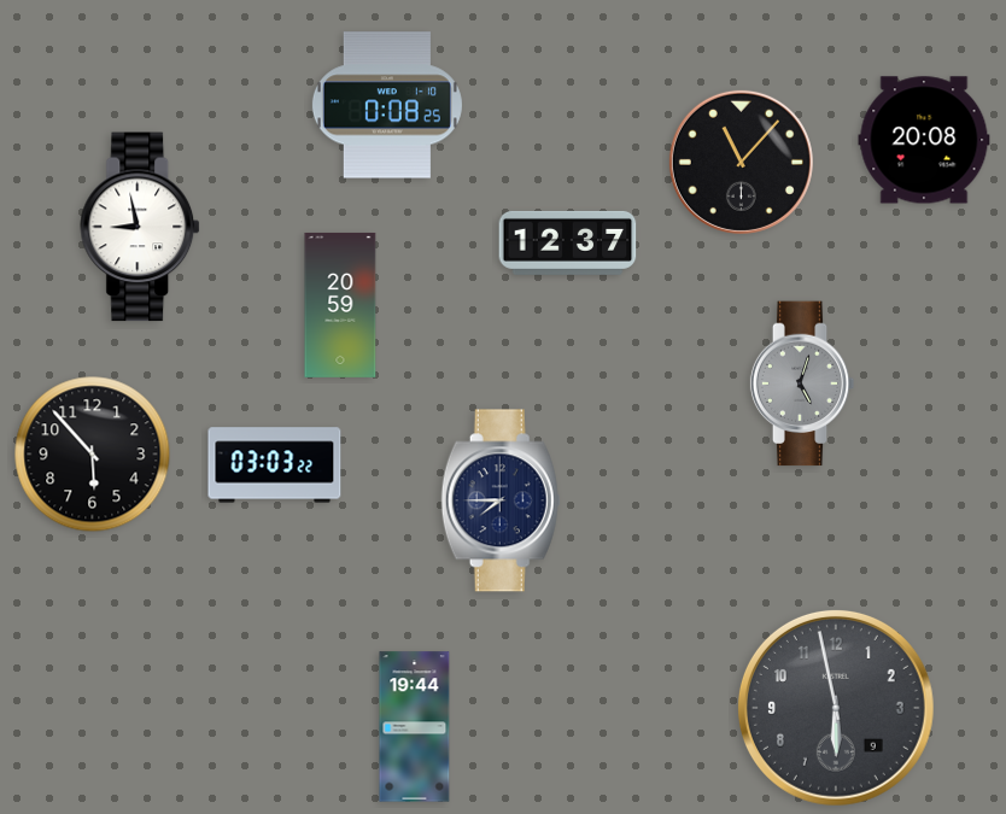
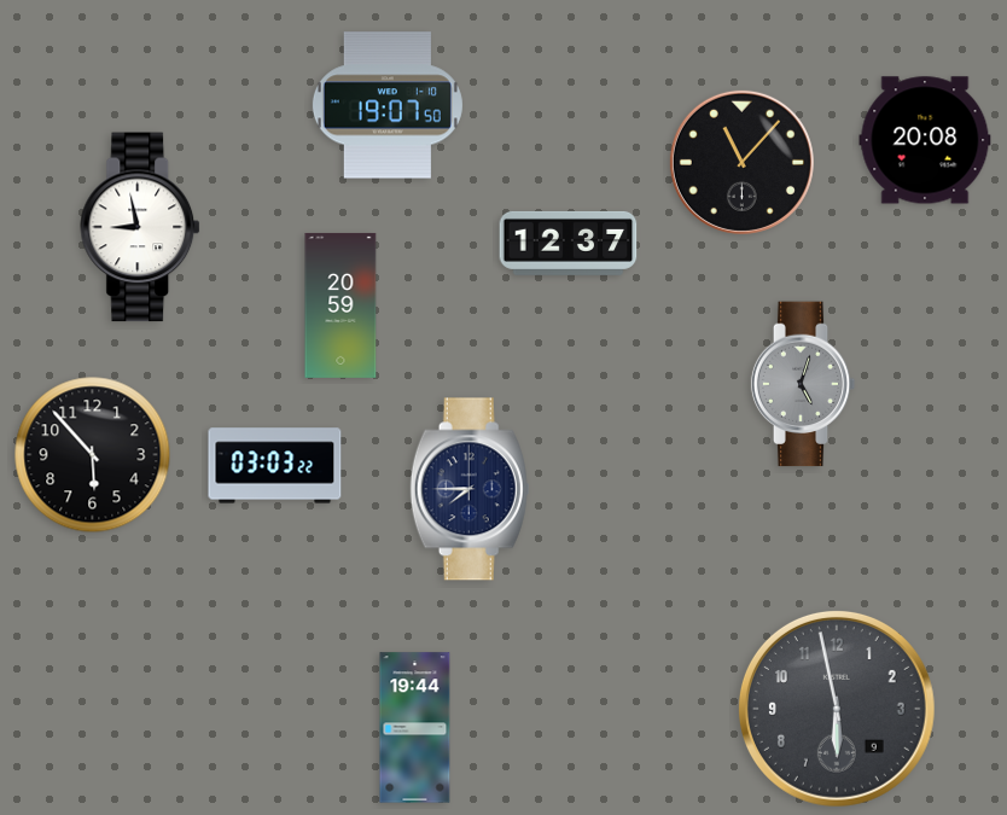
clock at (387, 105): 0:08 -> 19:07
clock at (501, 500) position: (501, 500) -> (470, 489)
